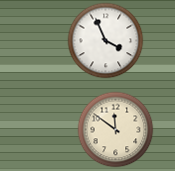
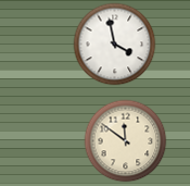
clock at (106, 41): 3:56 -> 3:58
